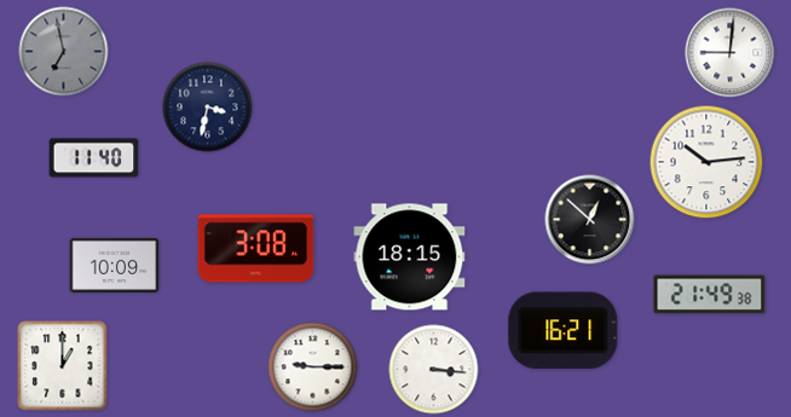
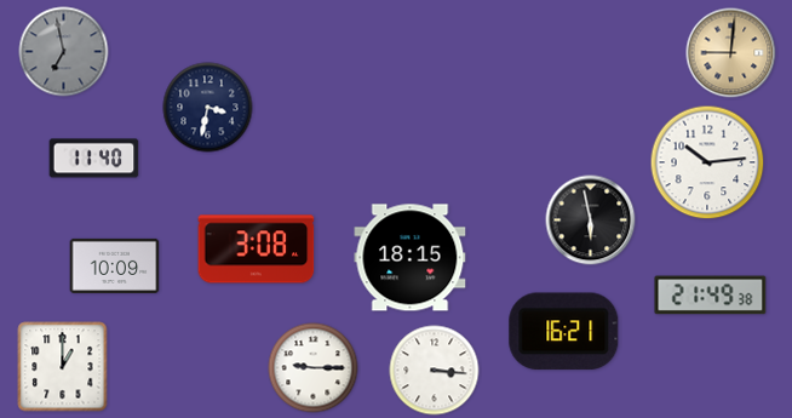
clock at (731, 53) dial: white -> champagne
clock at (590, 220): 12:52 -> 5:58
